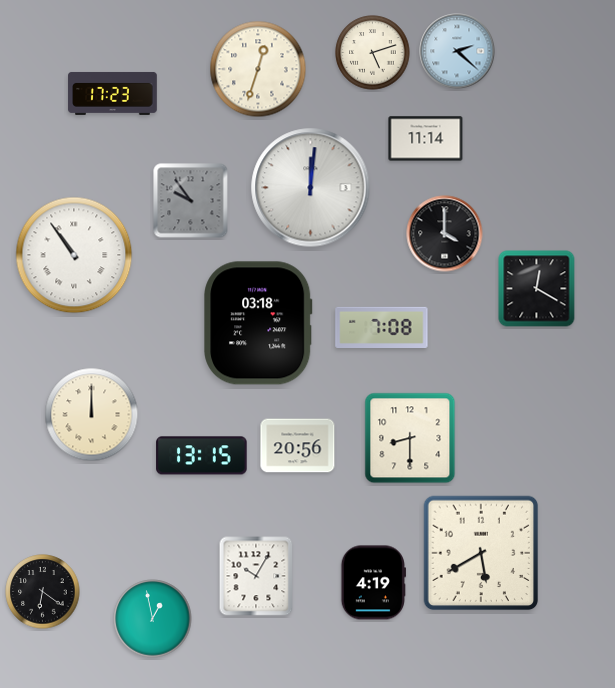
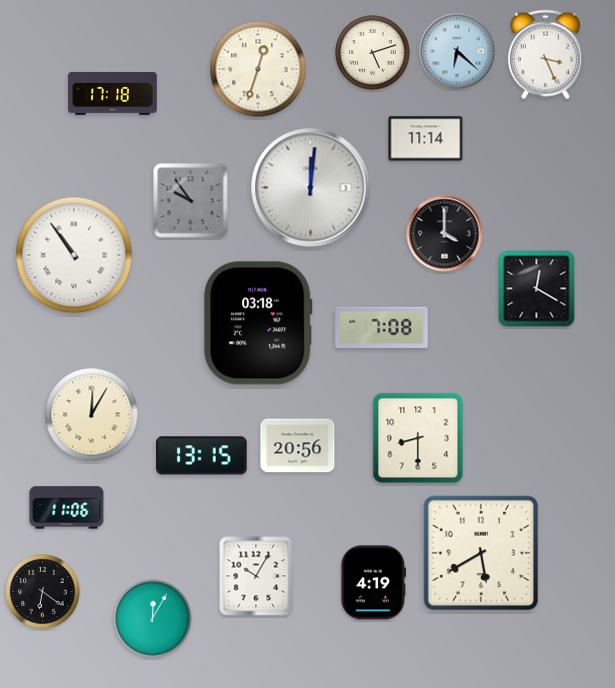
clock at (457, 51): 2:22 -> 6:22
clock at (545, 55): none -> 3:26
clock at (113, 93): 17:23 -> 17:18
clock at (92, 415): 12:00 -> 12:05
clock at (410, 438) position: (410, 438) -> (418, 438)
clock at (67, 508): none -> 11:06
clock at (153, 619): 12:58 -> 12:05
